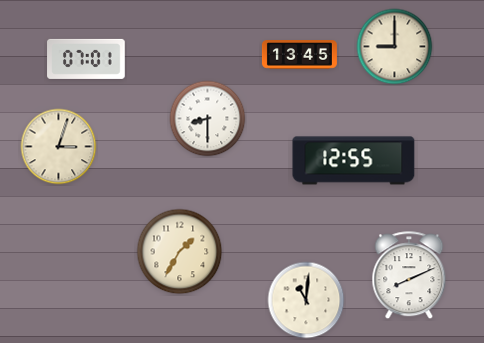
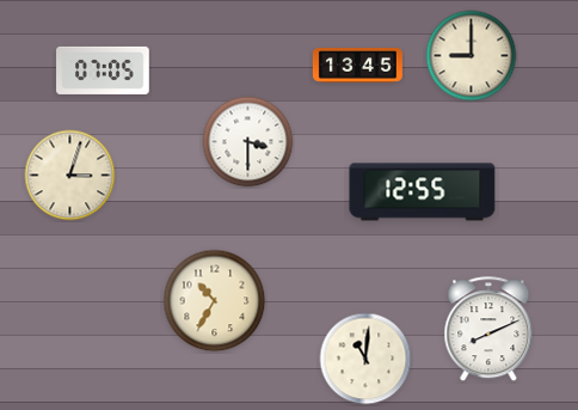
clock at (86, 59): 07:01 -> 07:05
clock at (208, 119): 8:30 -> 3:30
clock at (180, 252): 1:35 -> 10:35
